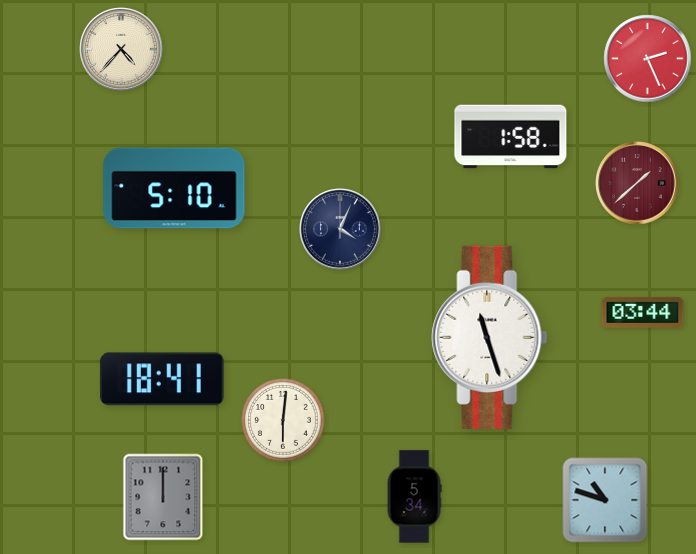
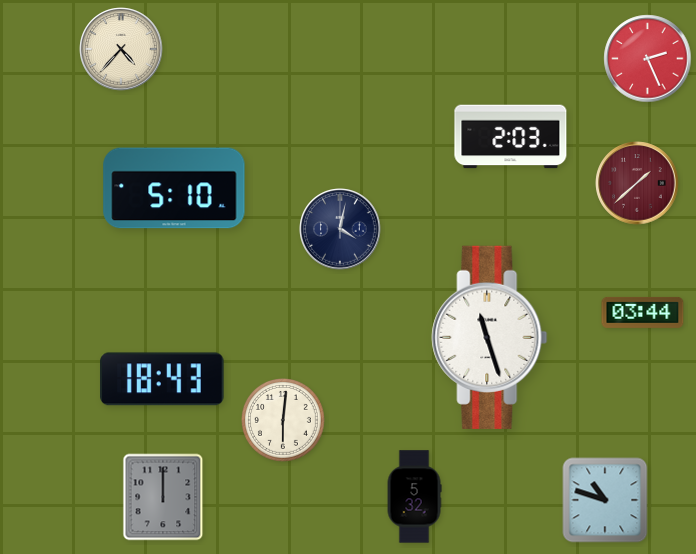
clock at (511, 137): 1:58 -> 2:03
clock at (340, 229): 4:04 -> 4:02
clock at (162, 379): 18:41 -> 18:43
clock at (414, 497): 5:34 -> 5:32
